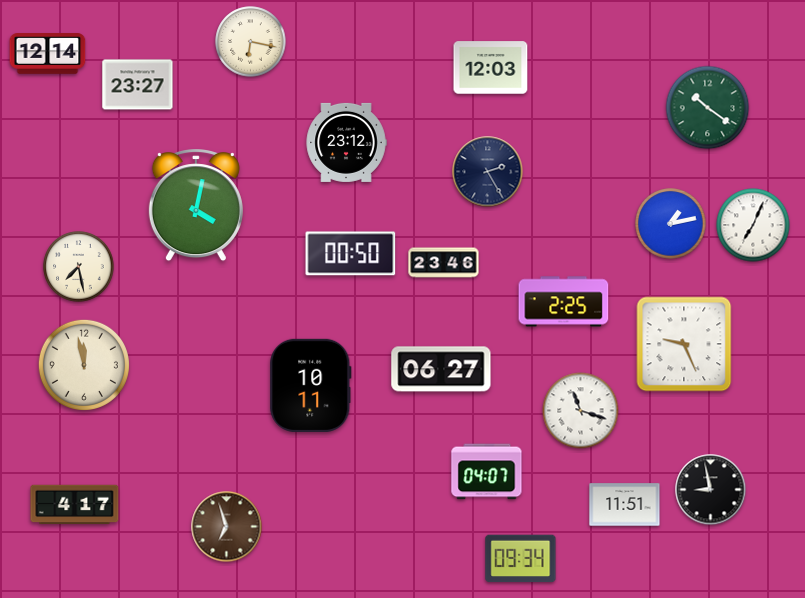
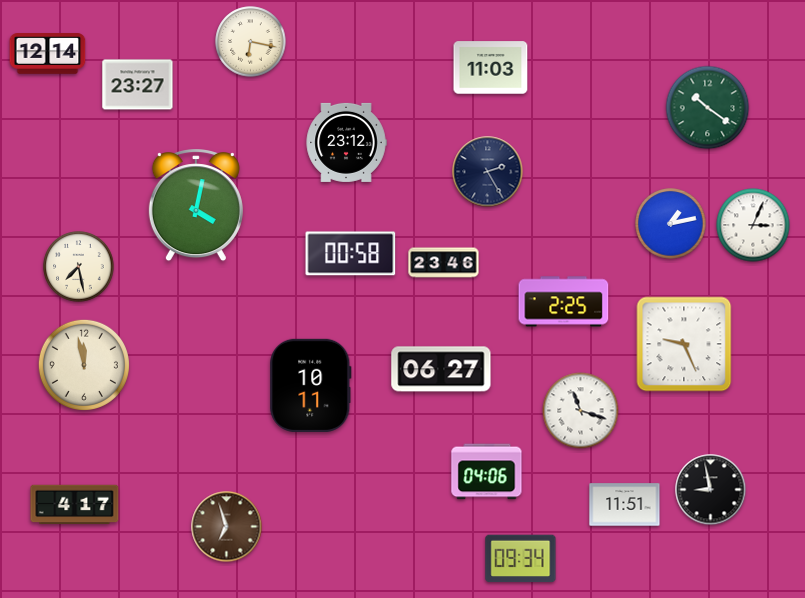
clock at (491, 68): 12:03 -> 11:03
clock at (753, 225): 7:04 -> 3:04
clock at (351, 254): 00:50 -> 00:58
clock at (487, 472): 04:07 -> 04:06
